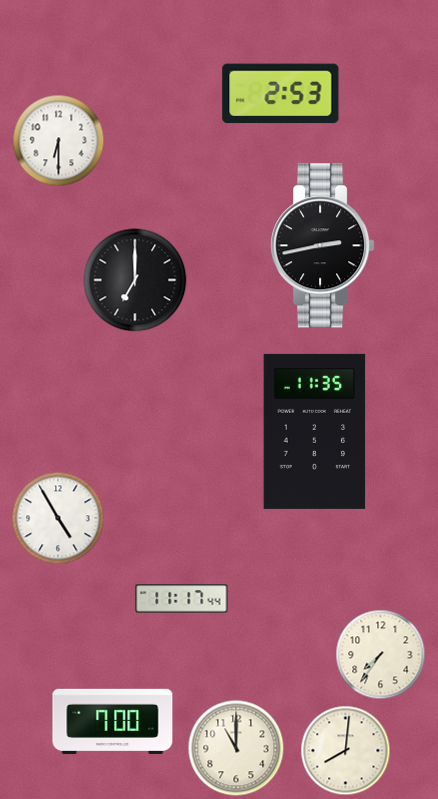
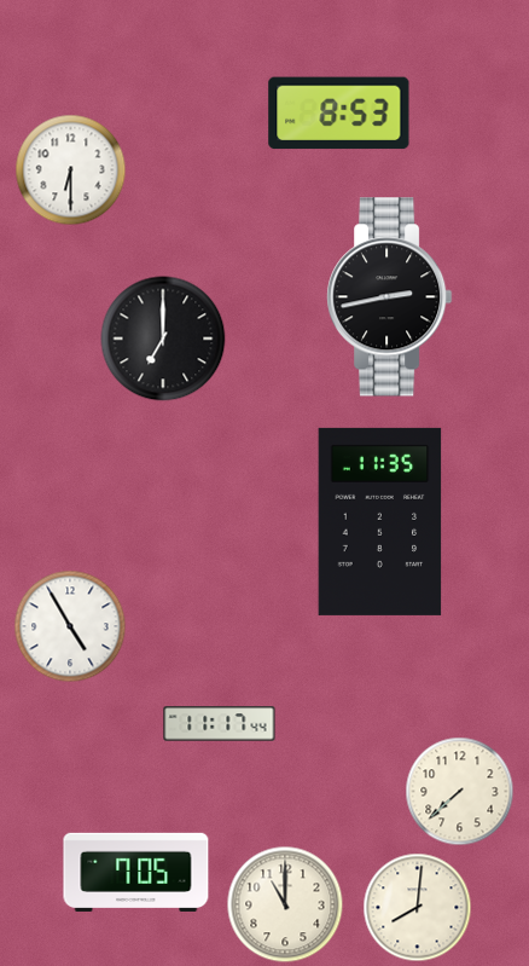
clock at (281, 94): 2:53 -> 8:53
clock at (381, 655): 7:36 -> 7:38
clock at (113, 721): 7:00 -> 7:05
